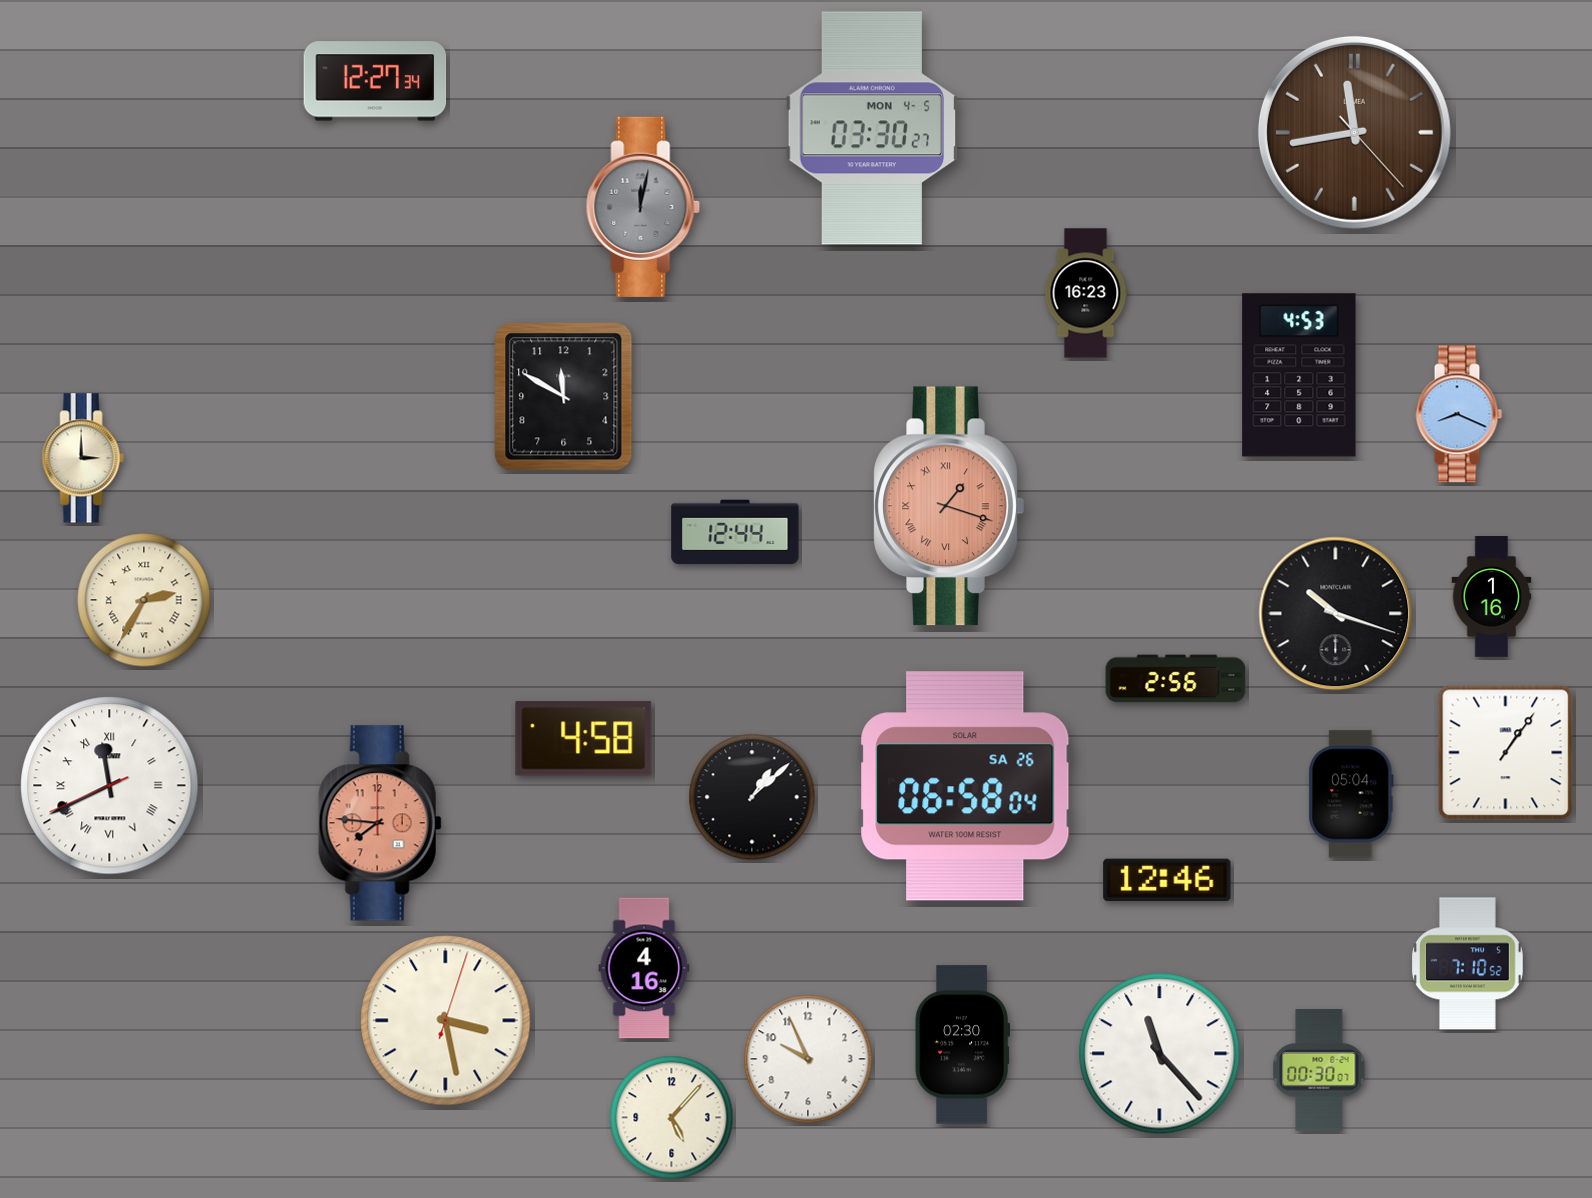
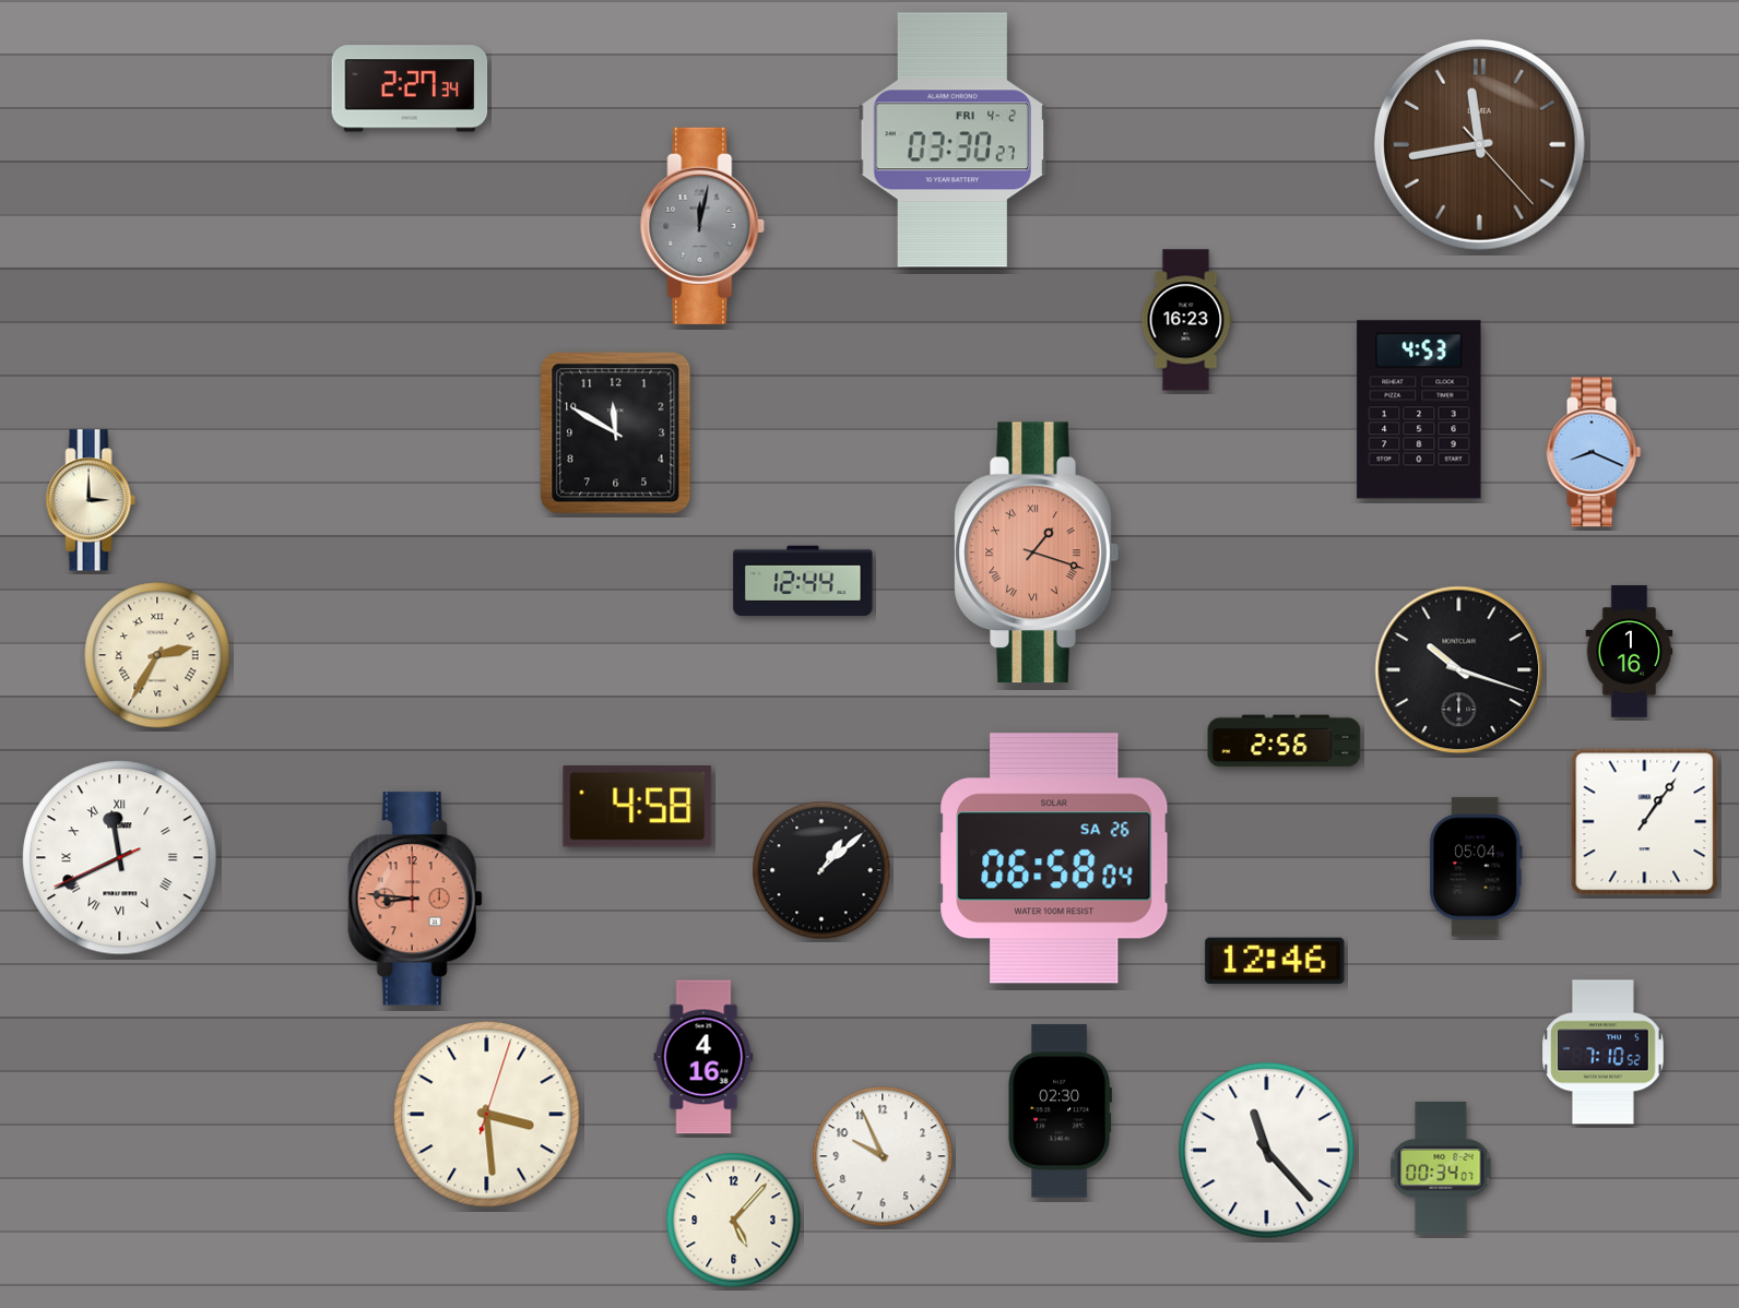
clock at (375, 81): 12:27 -> 2:27
clock at (872, 128) date: MON 4-5 -> FRI 4-2
clock at (380, 823): 7:46 -> 8:46
clock at (446, 1021): 3:28 -> 3:29
clock at (962, 1045) position: (962, 1045) -> (1060, 1111)
clock at (1319, 1070): 00:30 -> 00:34
